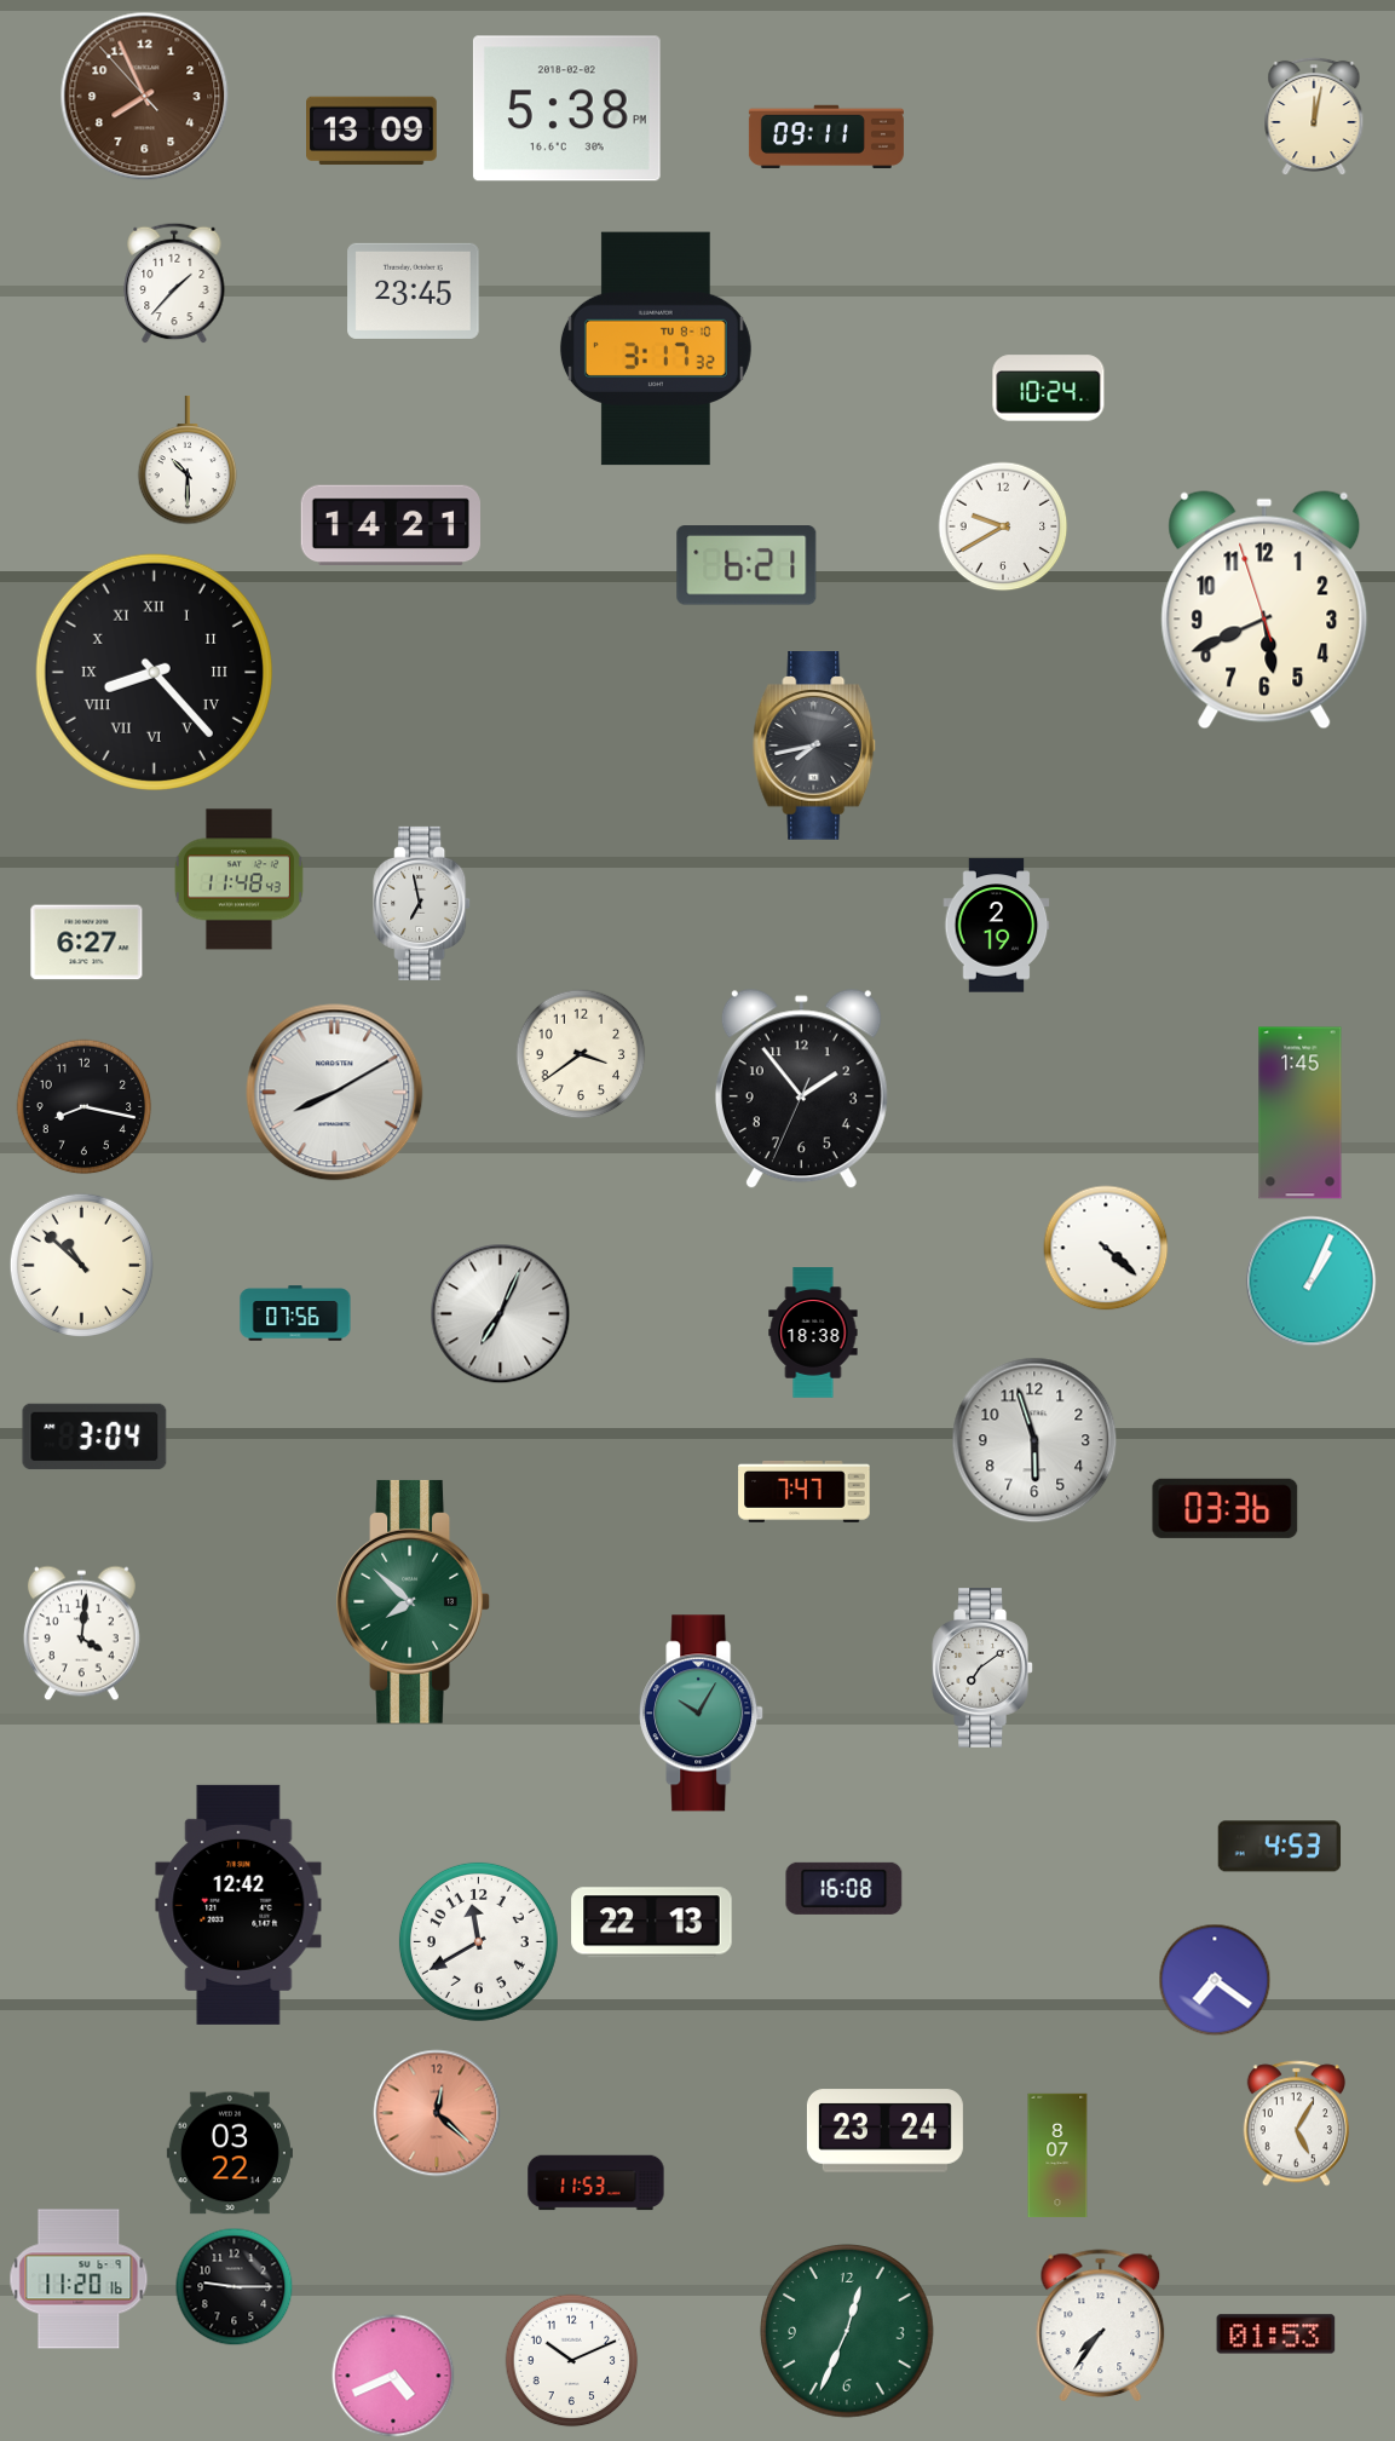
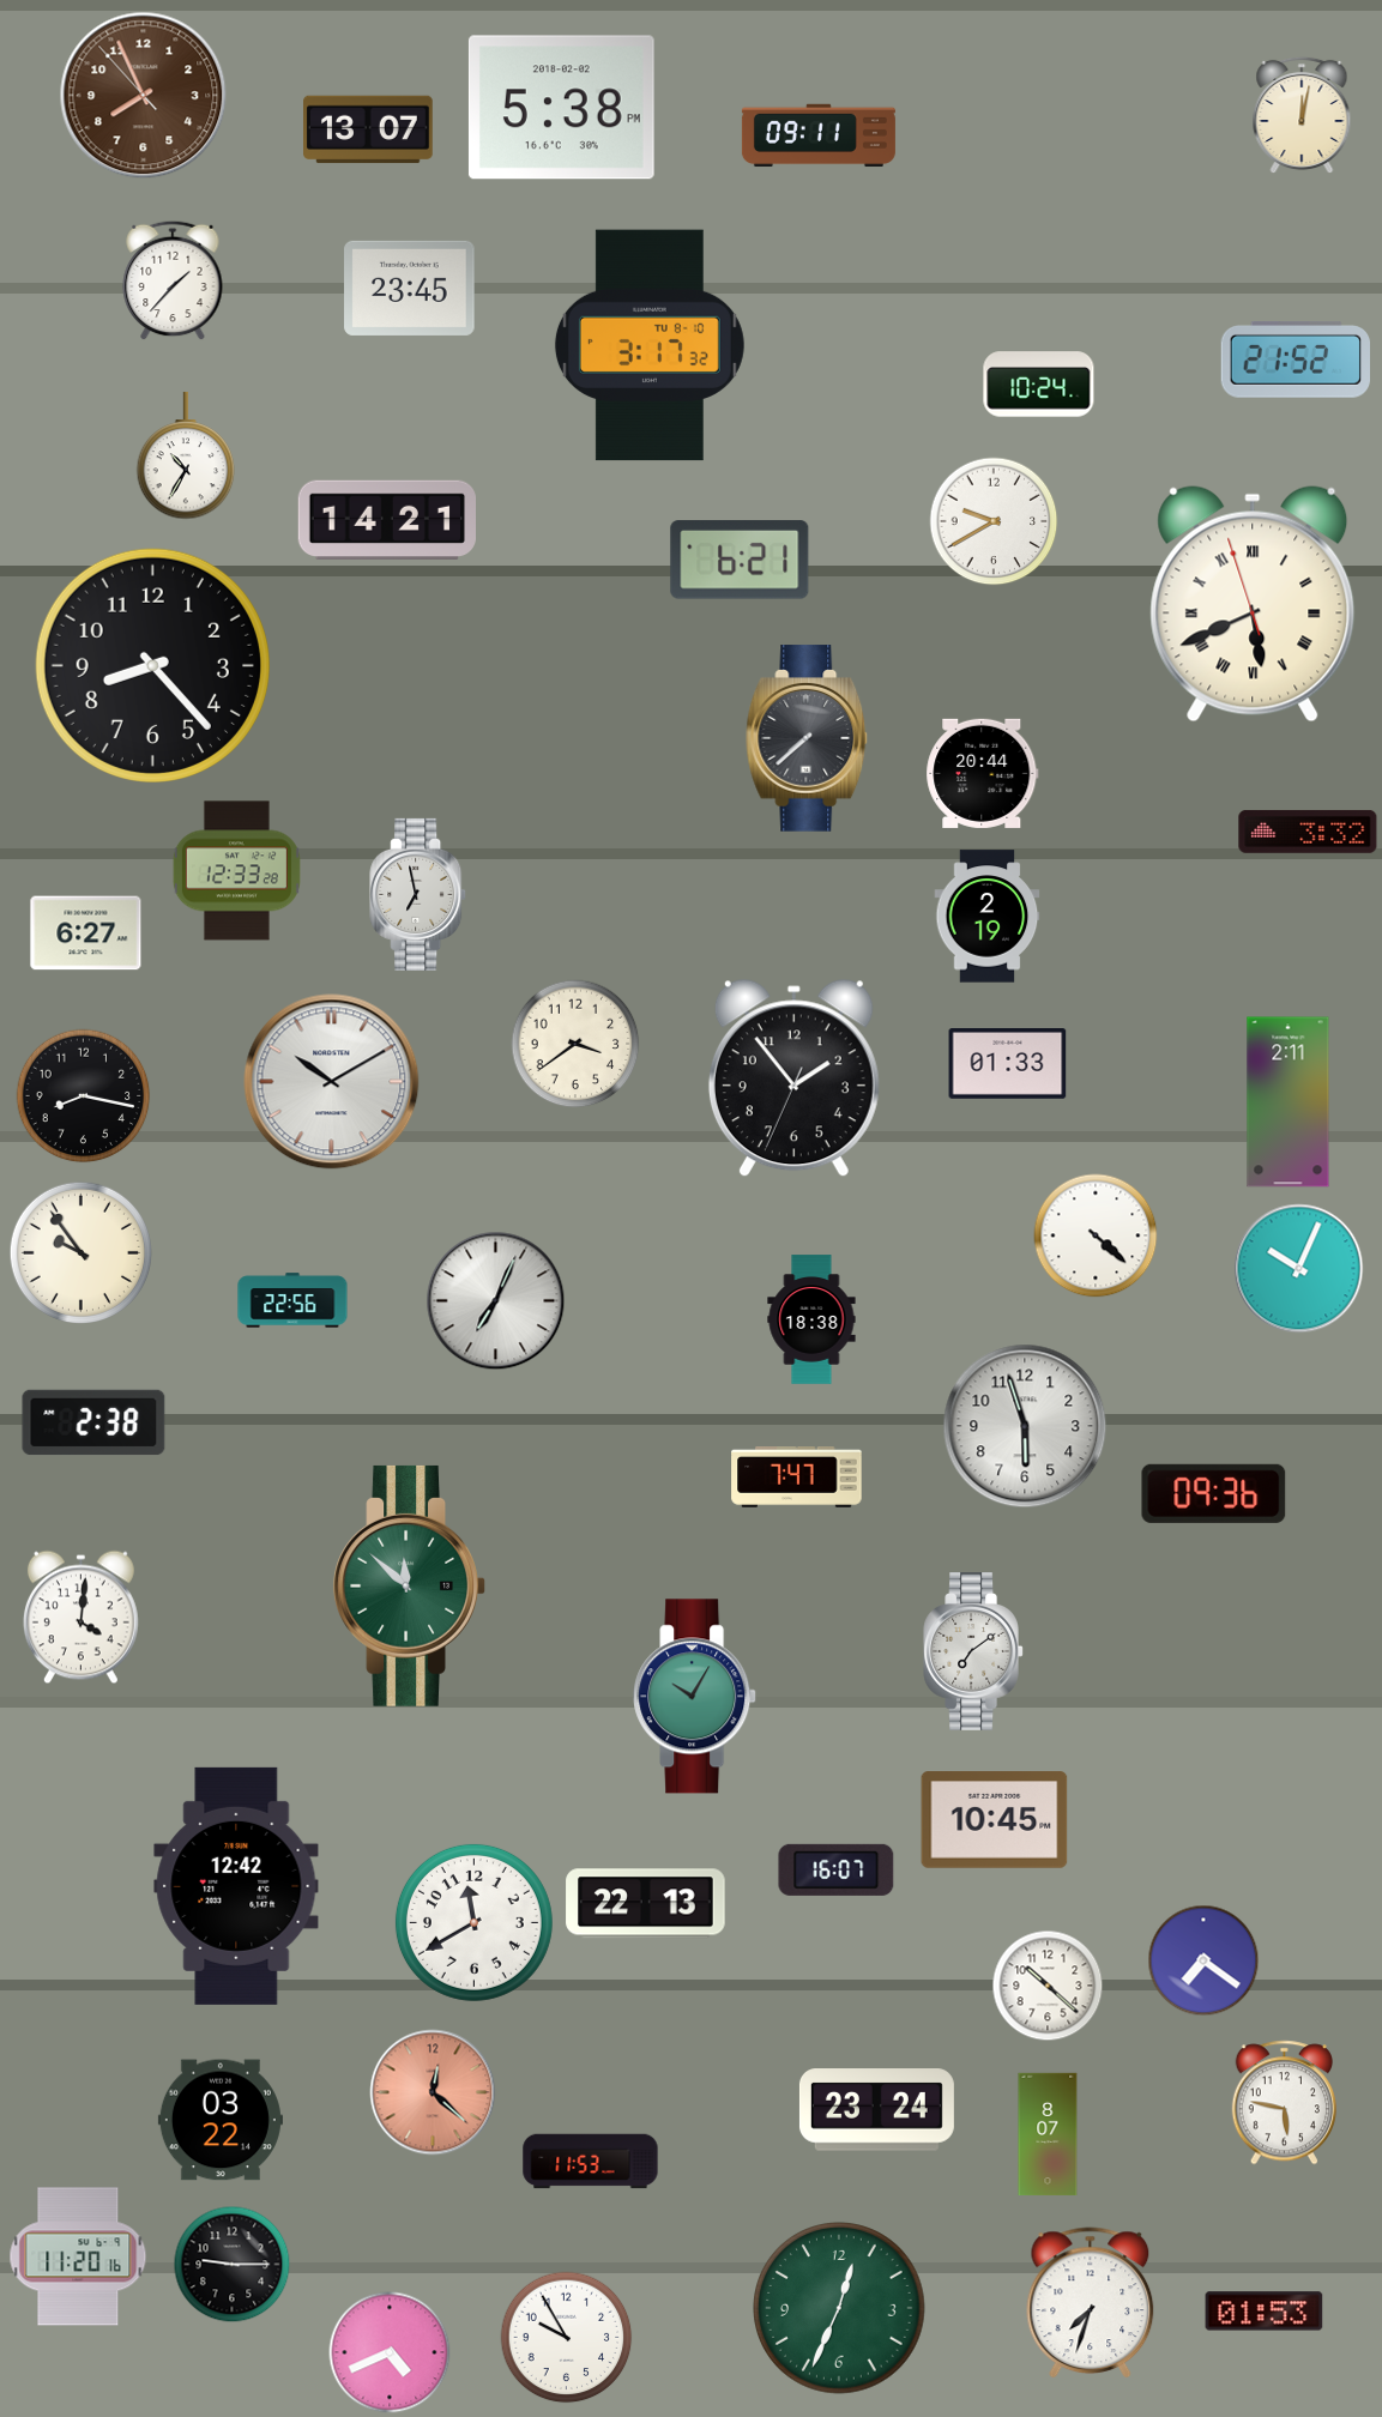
clock at (373, 131): 13:09 -> 13:07
clock at (1295, 361): none -> 21:52
clock at (188, 460): 10:30 -> 10:35
clock at (1264, 610) numerals: Arabic -> Roman
clock at (154, 672) numerals: Roman -> Arabic
clock at (815, 745): 7:43 -> 7:38
clock at (983, 773): none -> 20:44
clock at (1308, 832): none -> 3:32
clock at (238, 880): 11:48 -> 12:33
clock at (1008, 1064): none -> 01:33
clock at (335, 1093): 8:10 -> 10:10
clock at (1301, 1113): 1:45 -> 2:11
clock at (81, 1265): 10:52 -> 9:54
clock at (1312, 1282): 1:04 -> 10:04
clock at (295, 1313): 07:56 -> 22:56
clock at (813, 1332) position: (813, 1332) -> (811, 1319)
clock at (94, 1437): 3:04 -> 2:38
clock at (1226, 1508): 03:36 -> 09:36
clock at (414, 1601): 7:52 -> 11:52
clock at (995, 1820): none -> 10:45
clock at (1280, 1847): 4:53 -> none
clock at (845, 1888): 16:08 -> 16:07
clock at (1048, 1986): none -> 10:22
clock at (1296, 2124): 5:05 -> 5:47
clock at (230, 2153) position: (230, 2153) -> (221, 2120)
clock at (1101, 2326): 7:36 -> 7:33
clock at (572, 2361): 10:11 -> 9:55
